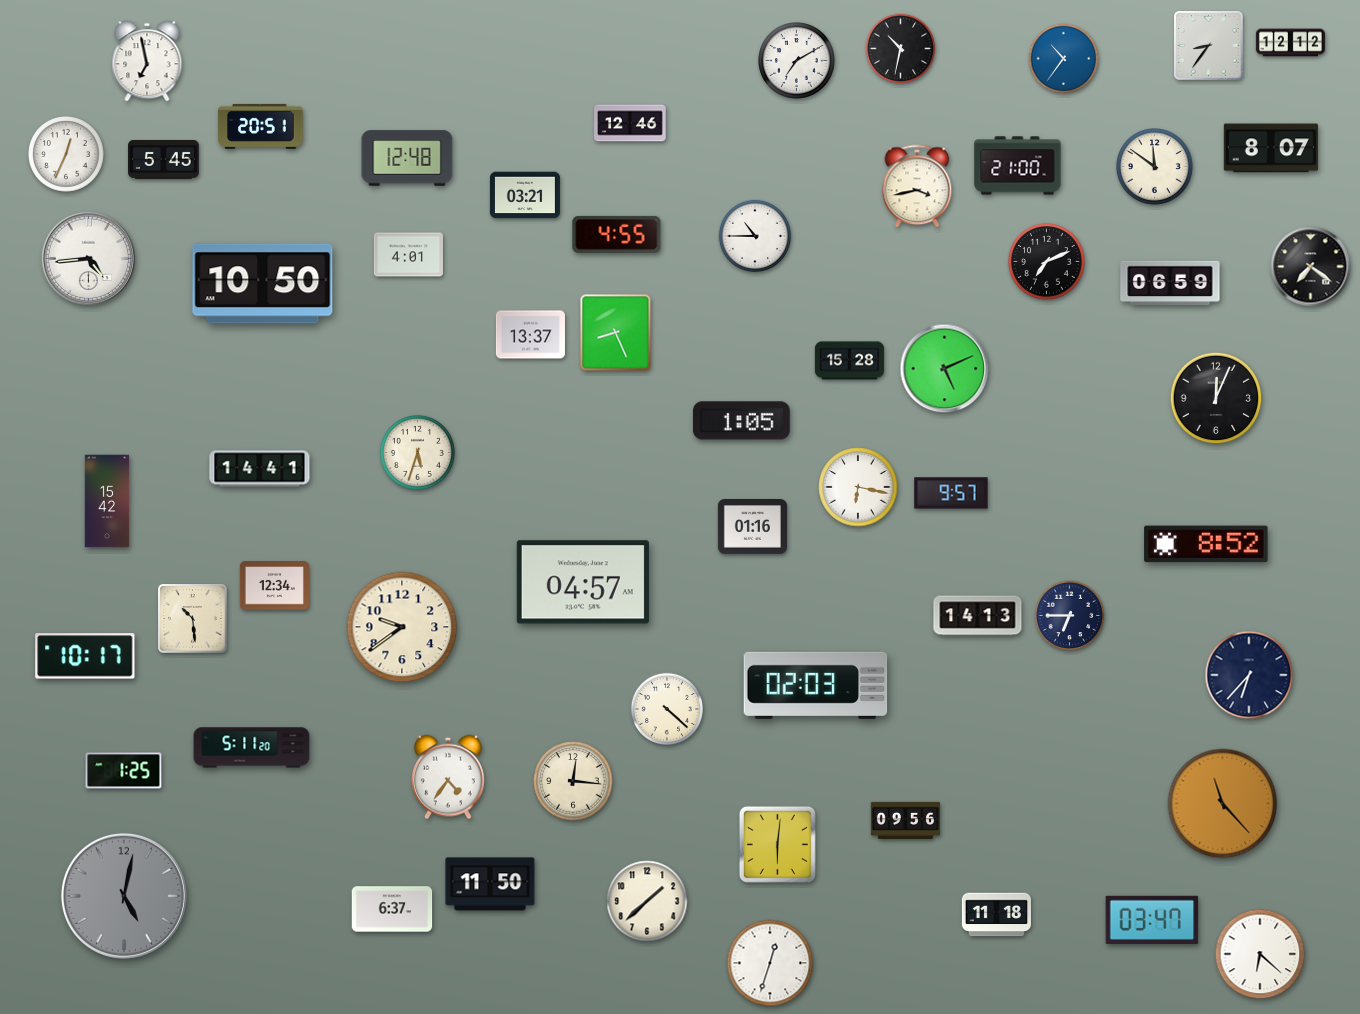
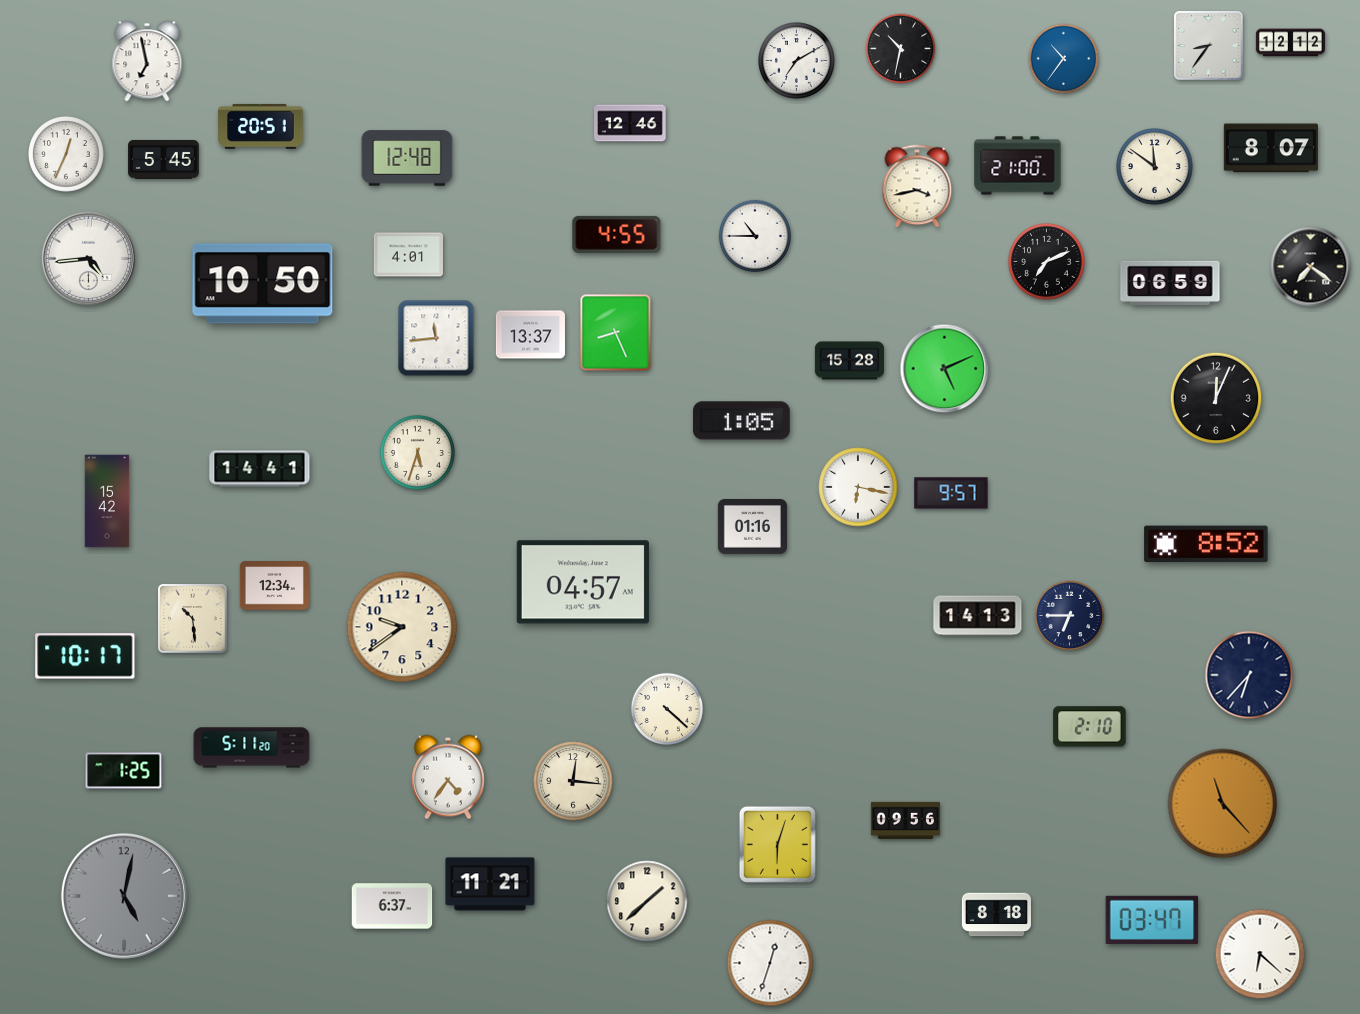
clock at (525, 195): 03:21 -> none
clock at (436, 338): none -> 11:44
clock at (816, 685): 02:03 -> none
clock at (1090, 727): none -> 2:10
clock at (777, 844): 6:01 -> 6:03
clock at (490, 884): 11:50 -> 11:21
clock at (392, 909) position: (392, 909) -> (392, 906)
clock at (996, 915): 11:18 -> 8:18
